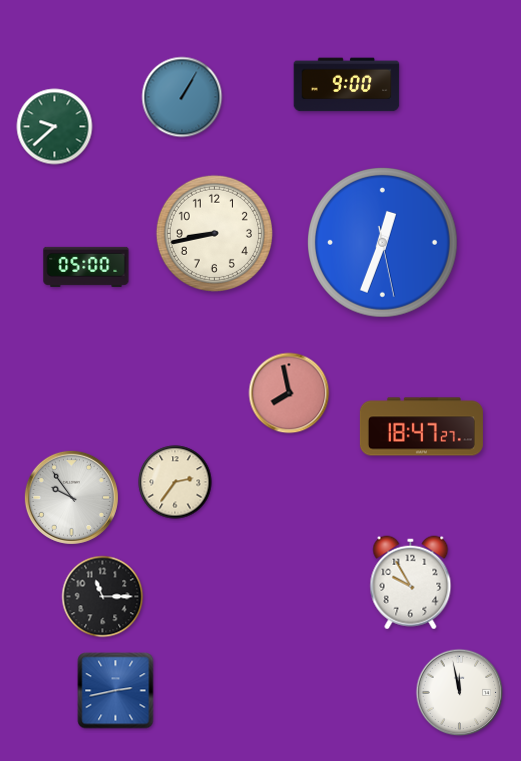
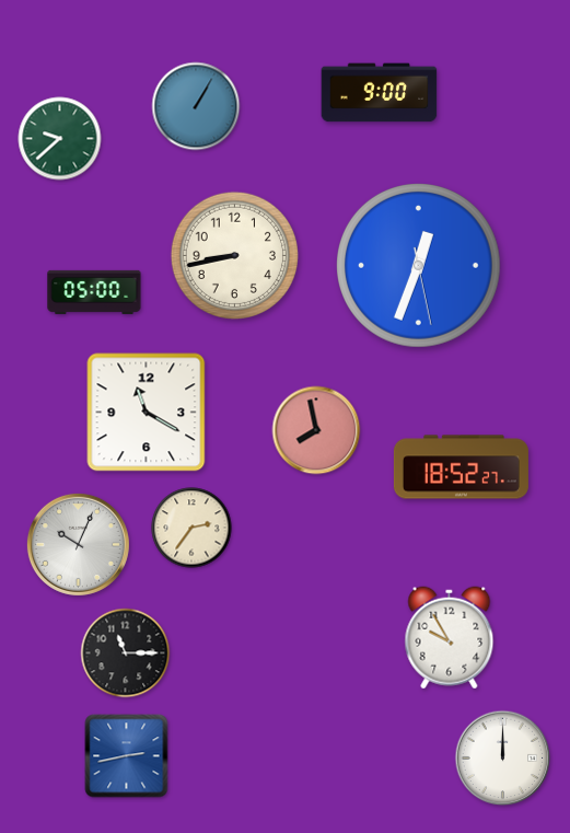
clock at (182, 97) position: (182, 97) -> (196, 106)
clock at (147, 413): none -> 11:20
clock at (421, 427): 18:47 -> 18:52
clock at (71, 497): 9:54 -> 10:04
clock at (103, 597) position: (103, 597) -> (126, 653)
clock at (460, 693): 11:58 -> 12:00
